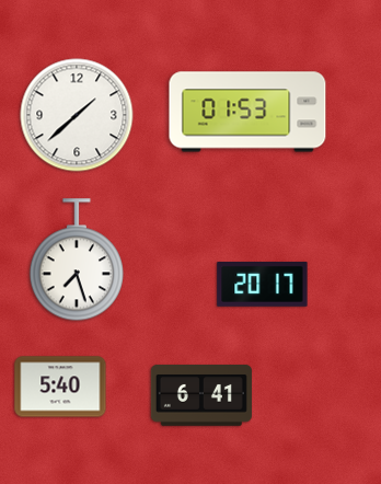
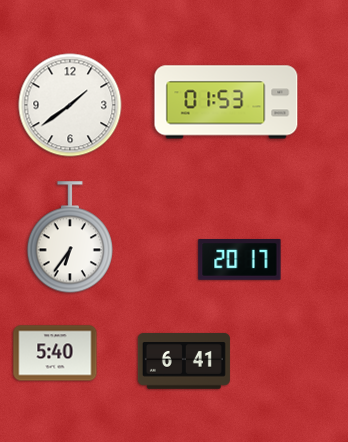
clock at (77, 115): 1:38 -> 1:39
clock at (77, 261): 7:27 -> 6:36
